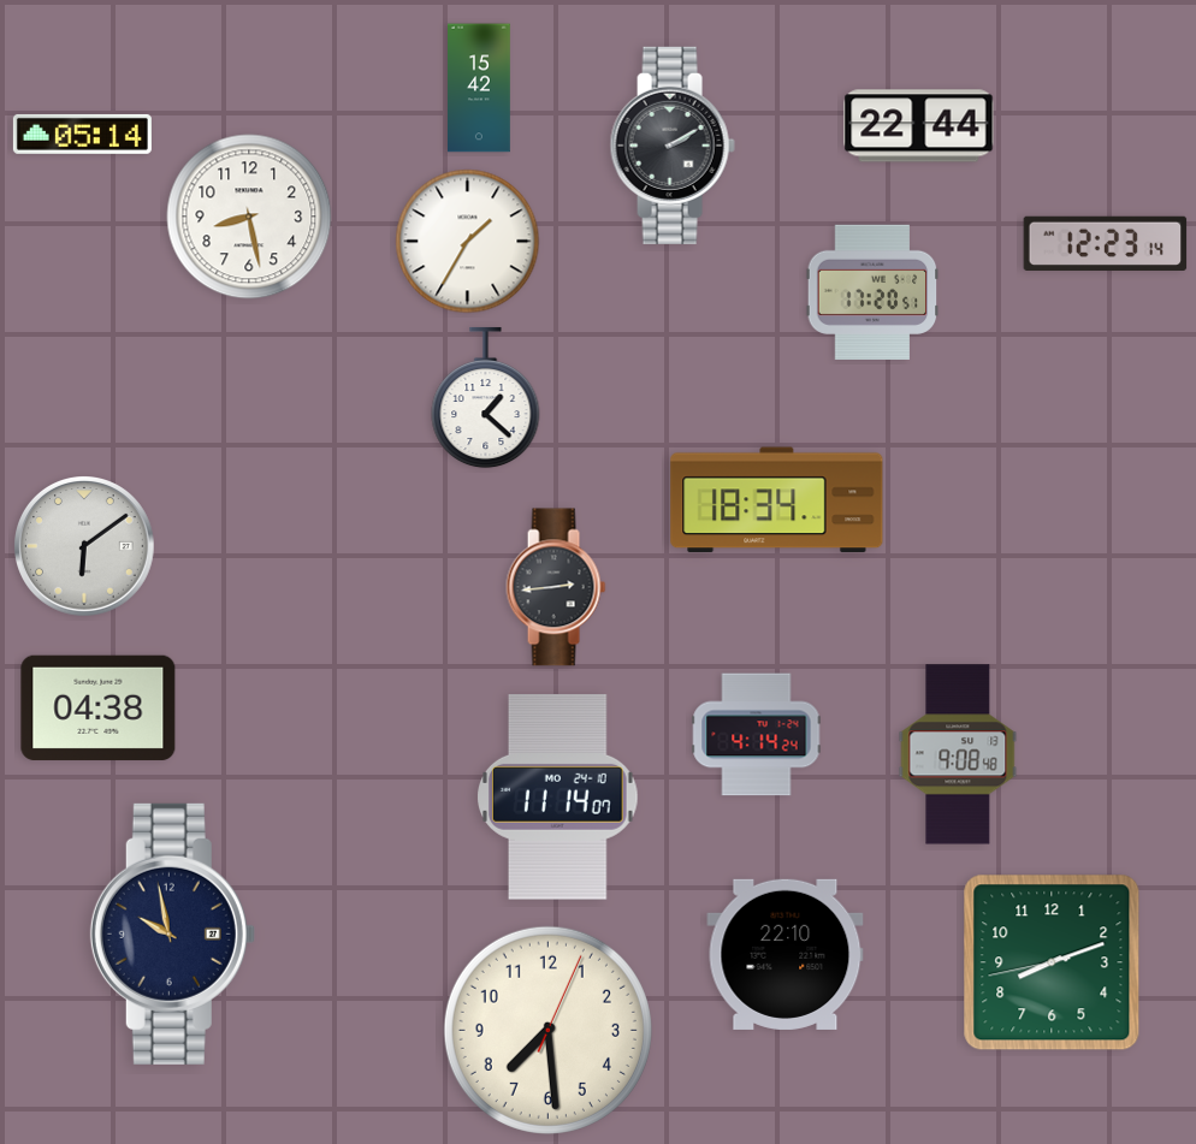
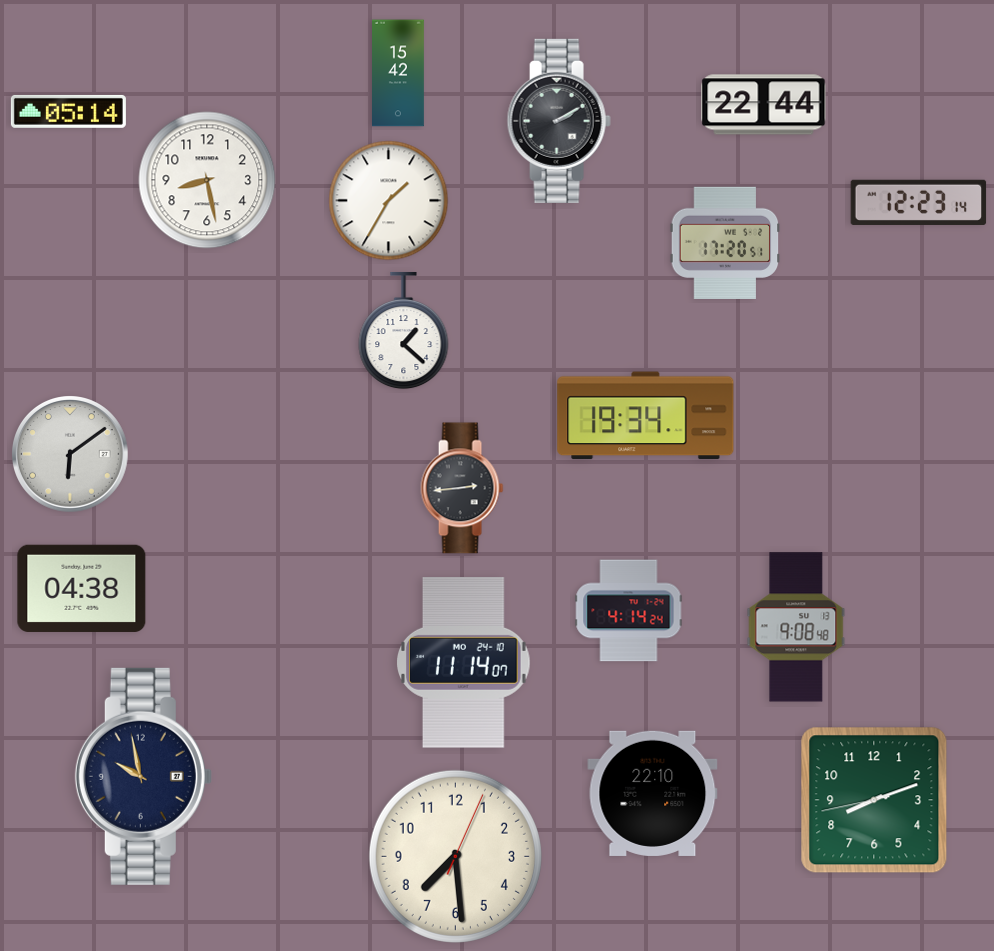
clock at (777, 500): 18:34 -> 19:34
